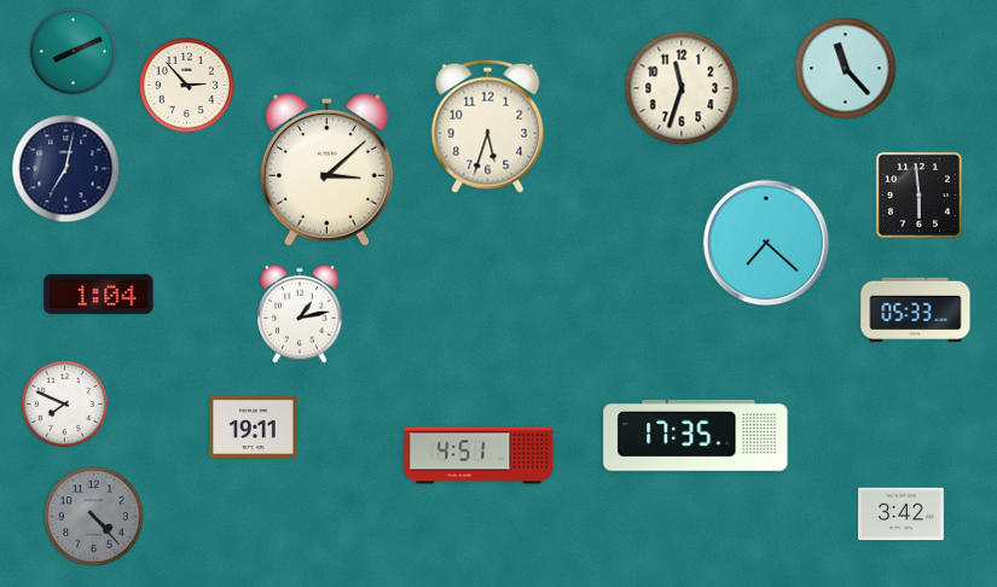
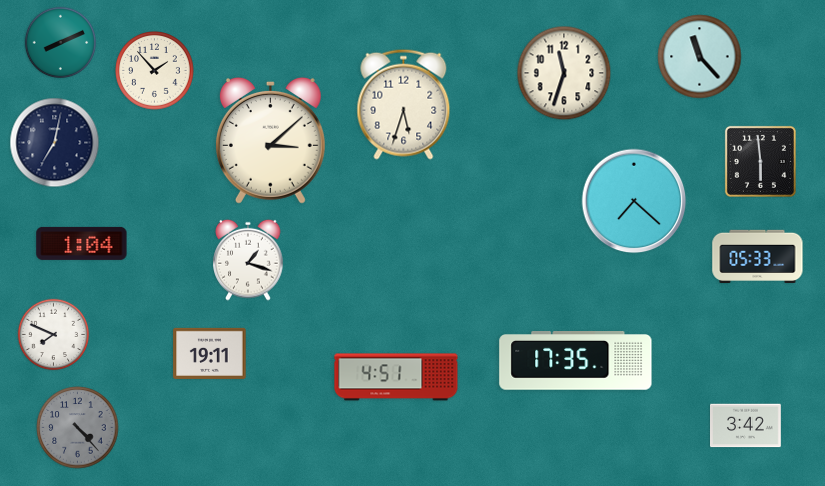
clock at (187, 86): 2:53 -> 1:53
clock at (66, 169) position: (66, 169) -> (55, 143)
clock at (300, 314): 1:13 -> 1:18
